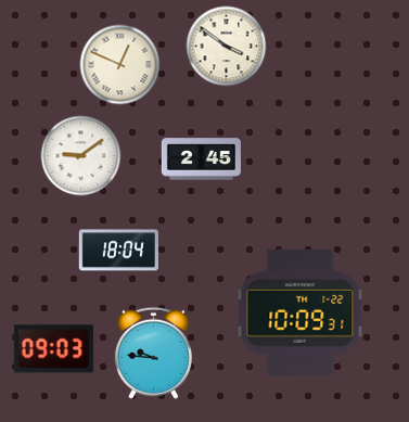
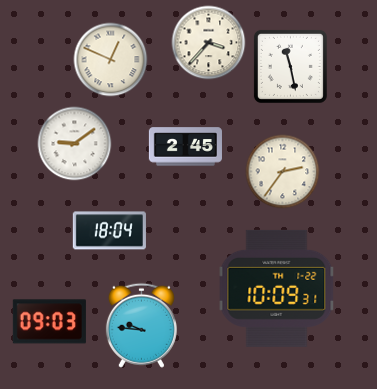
clock at (227, 47): 3:51 -> 3:37
clock at (290, 66): none -> 11:28
clock at (283, 172): none -> 2:36
